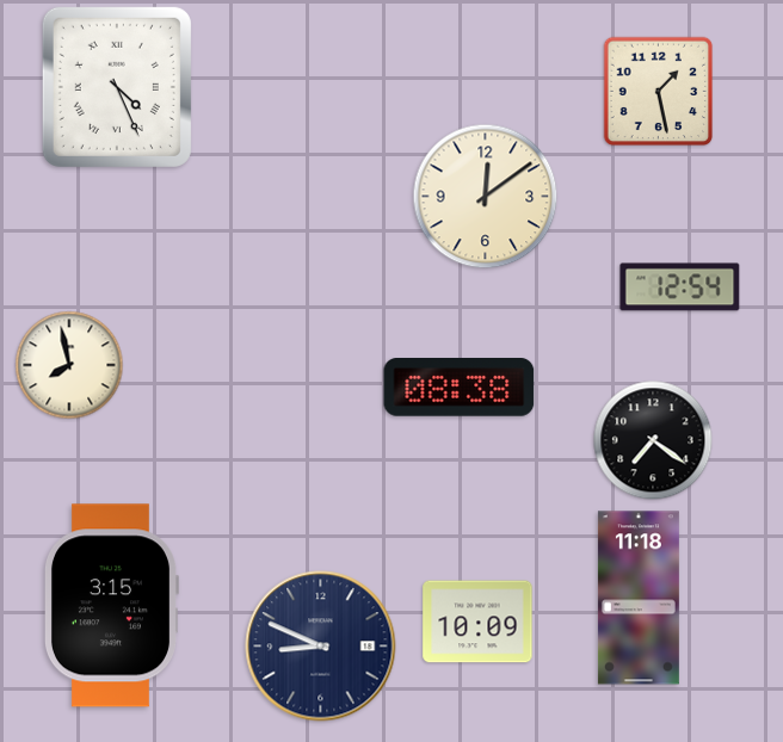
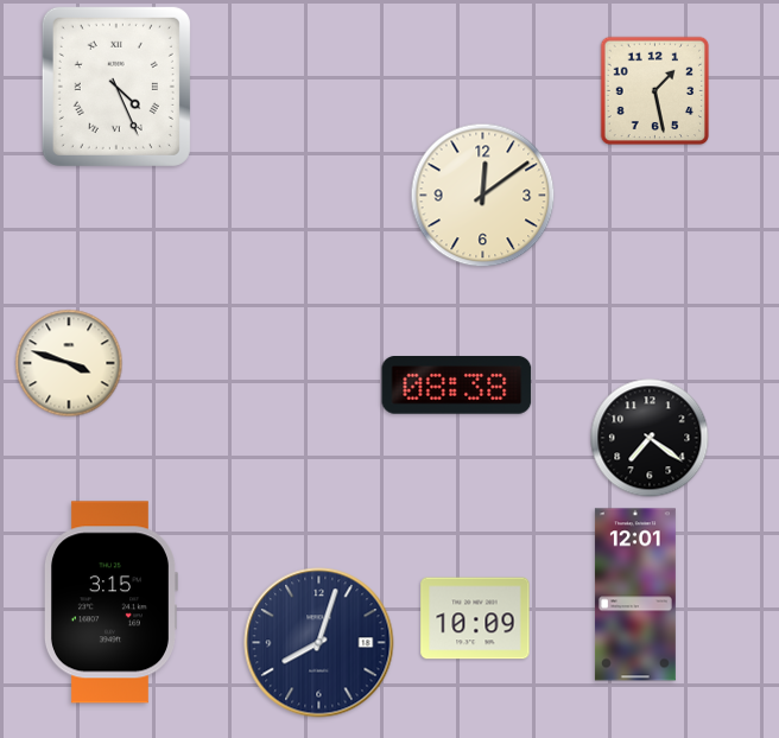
clock at (680, 287): 12:54 -> none
clock at (69, 365): 7:58 -> 3:48
clock at (639, 598): 11:18 -> 12:01
clock at (321, 647): 8:49 -> 8:03
